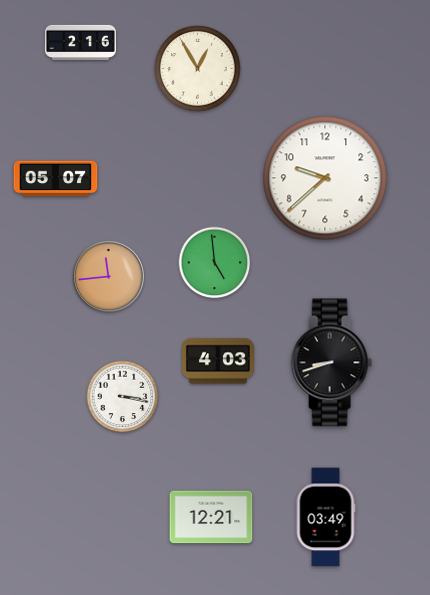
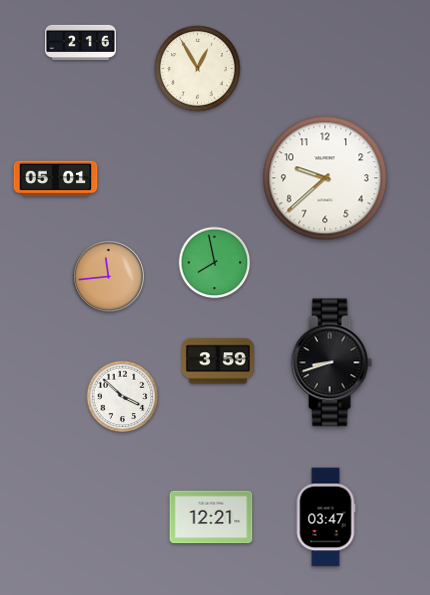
clock at (56, 179): 05:07 -> 05:01
clock at (215, 263): 4:59 -> 7:58
clock at (218, 361): 4:03 -> 3:59
clock at (123, 397): 3:17 -> 3:52
clock at (326, 517): 03:49 -> 03:47
